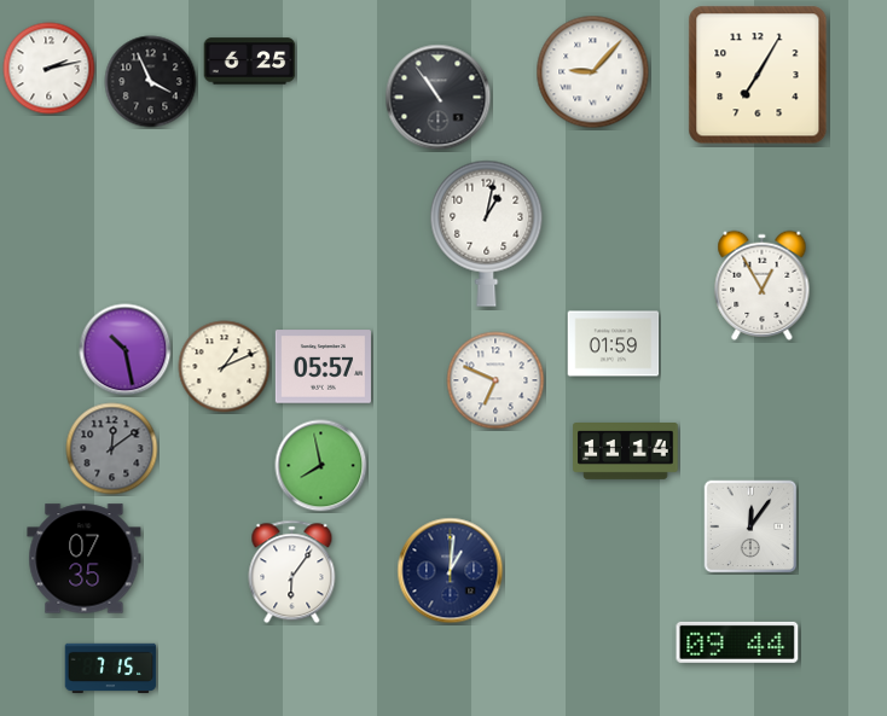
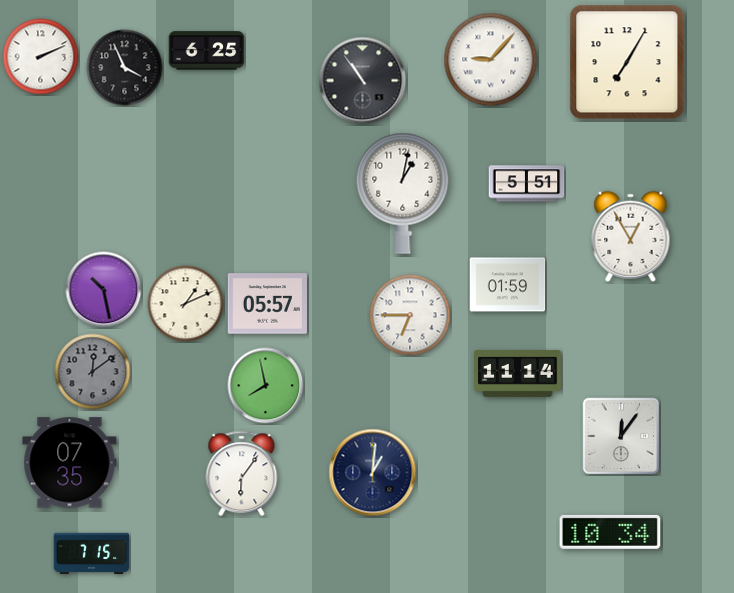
clock at (50, 69): 2:13 -> 2:11
clock at (527, 184): none -> 5:51
clock at (495, 380): 6:49 -> 6:45
clock at (737, 642): 09:44 -> 10:34
